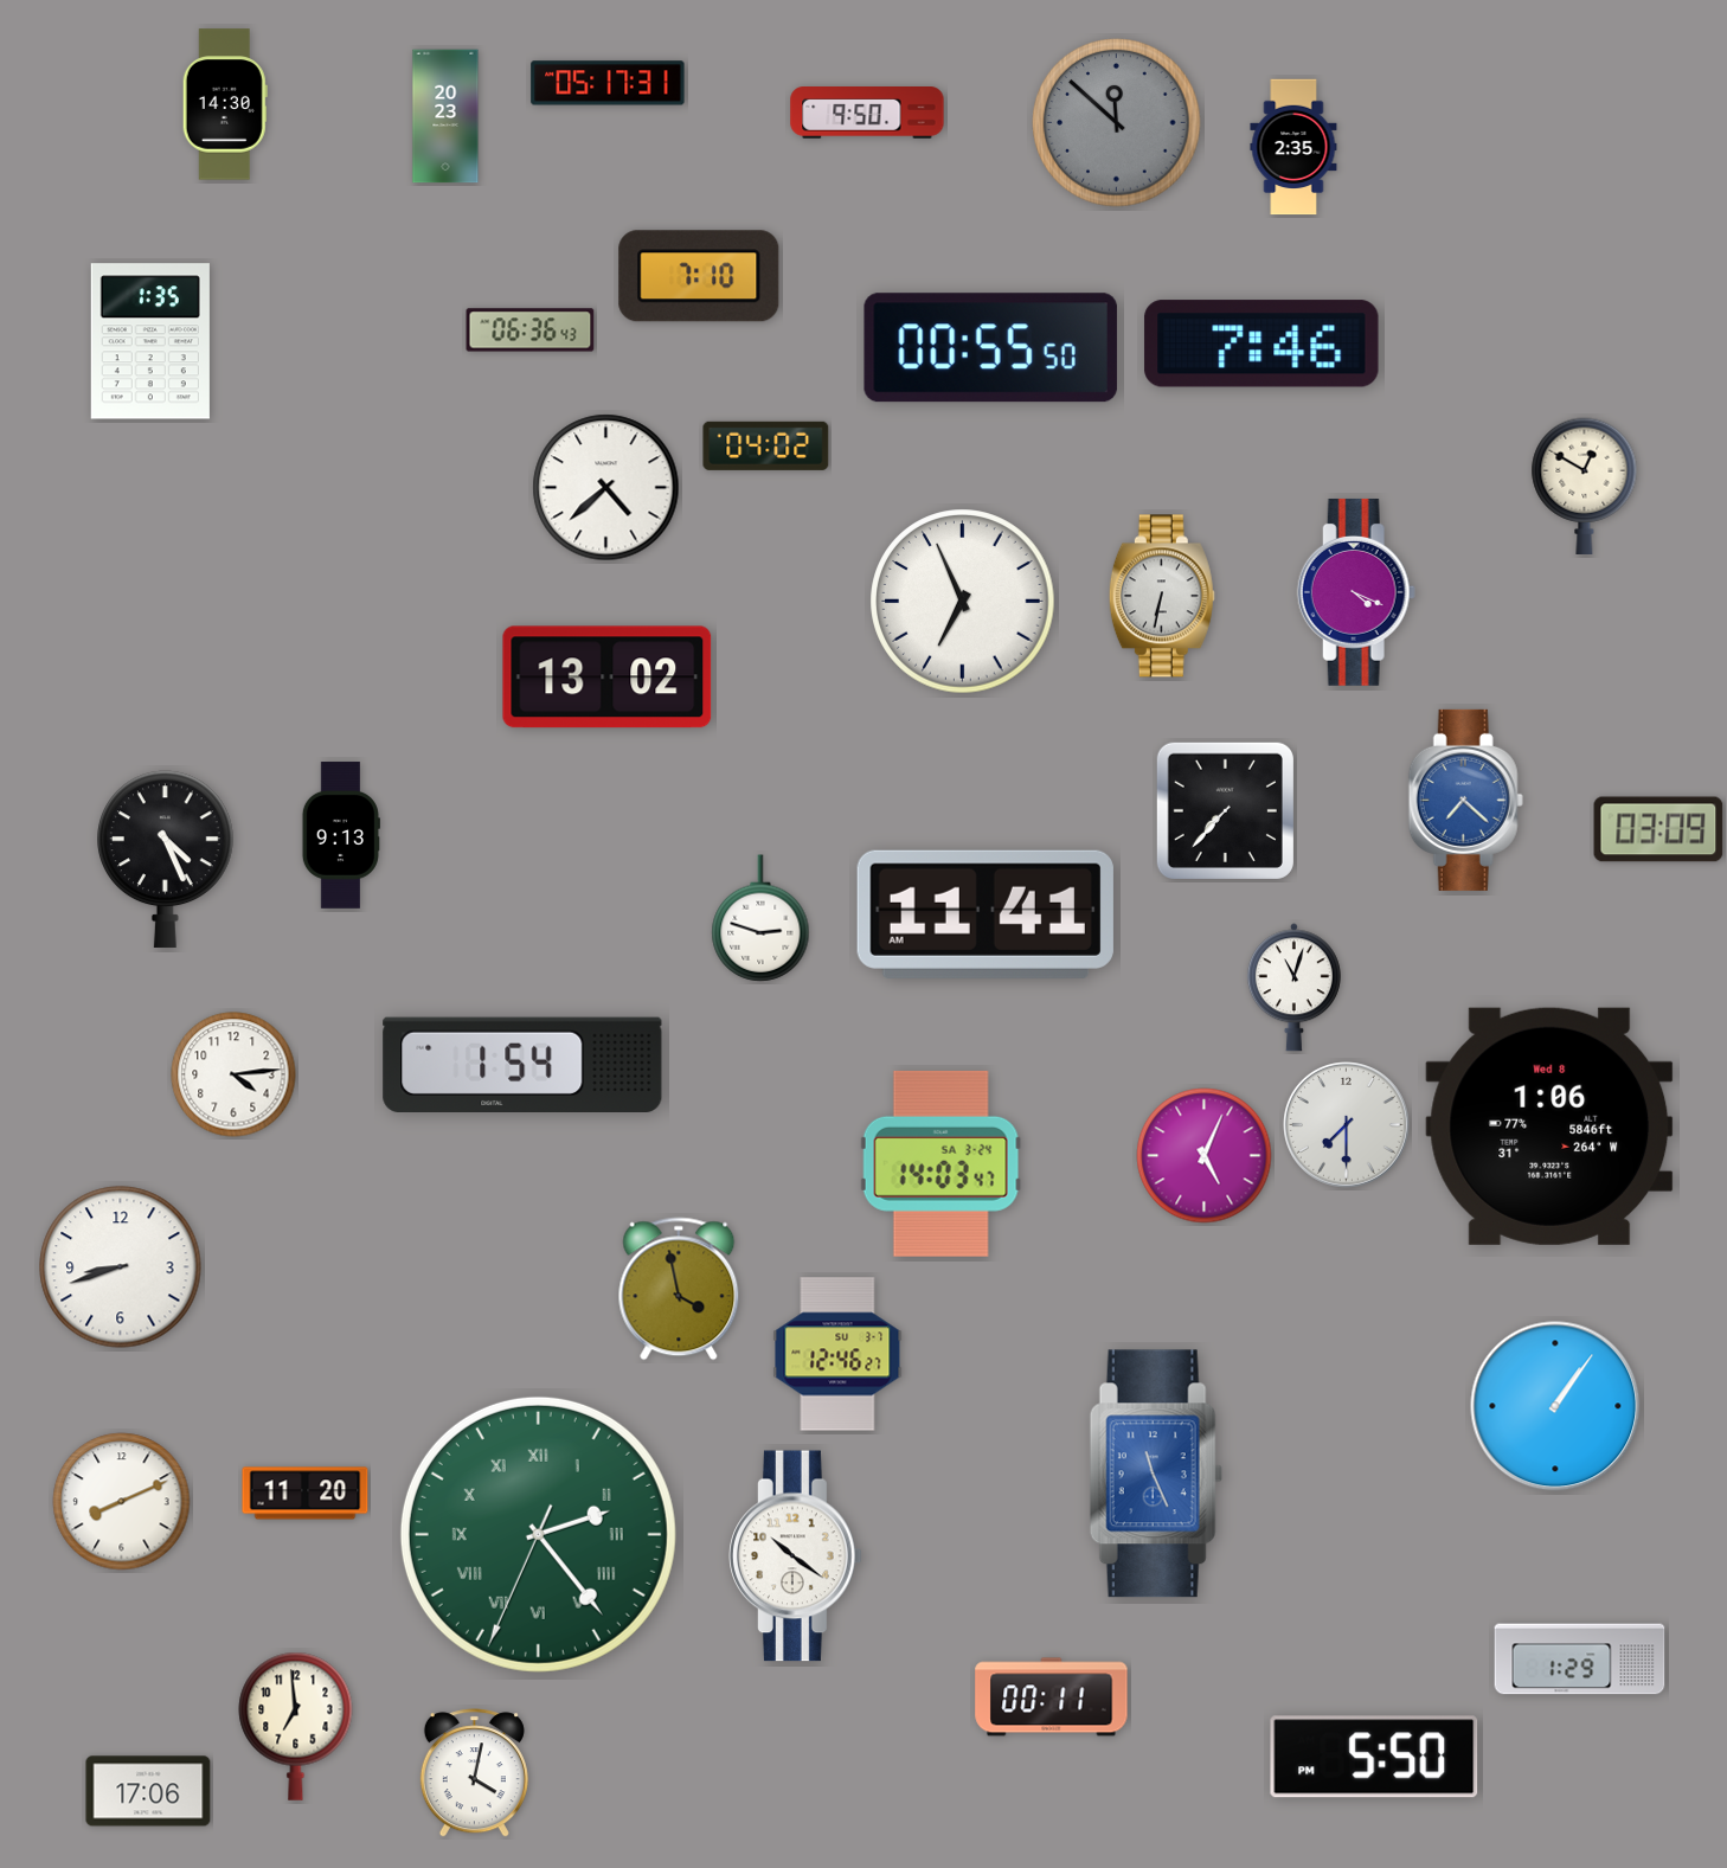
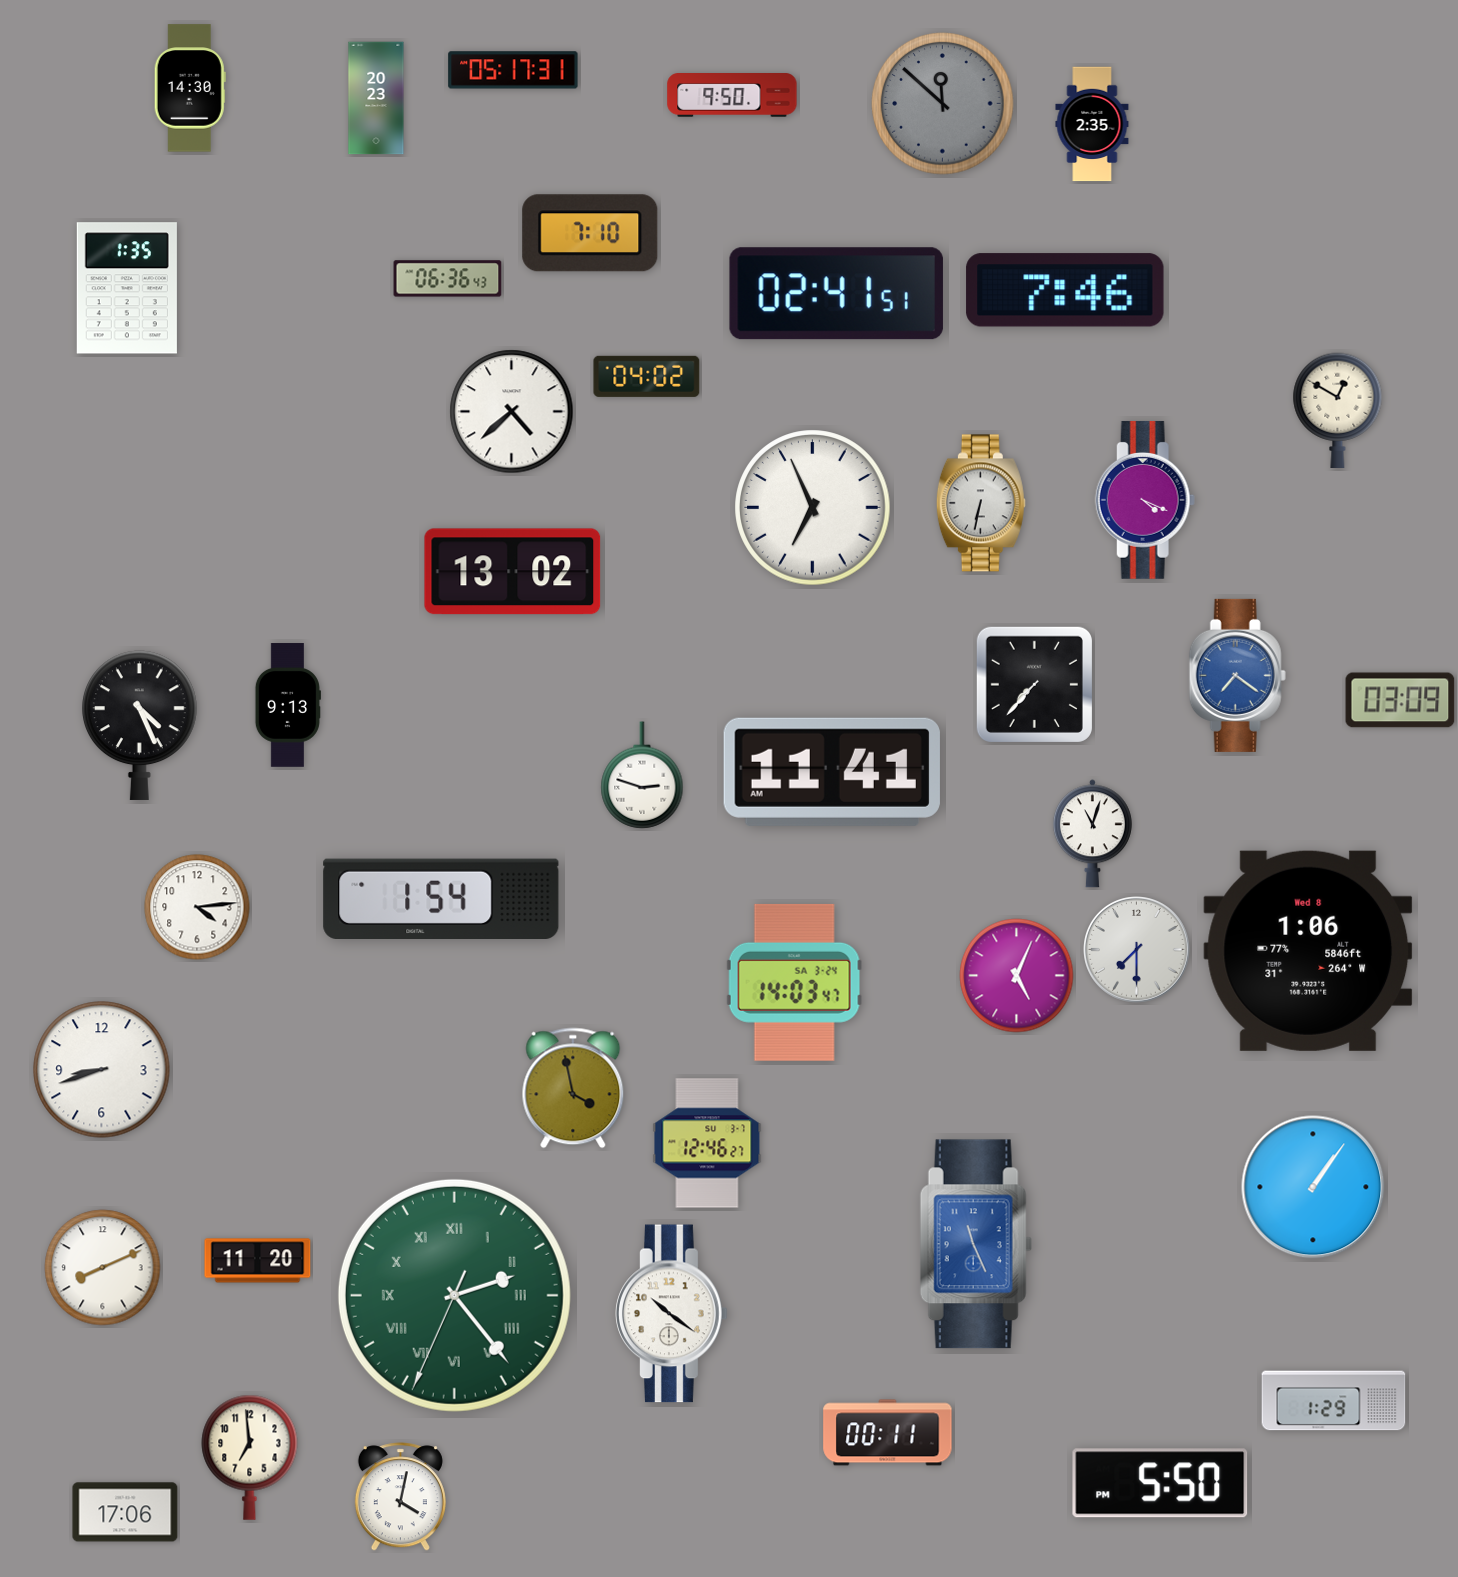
clock at (990, 348): 00:55 -> 02:41
clock at (1465, 800): 7:22 -> 7:21
